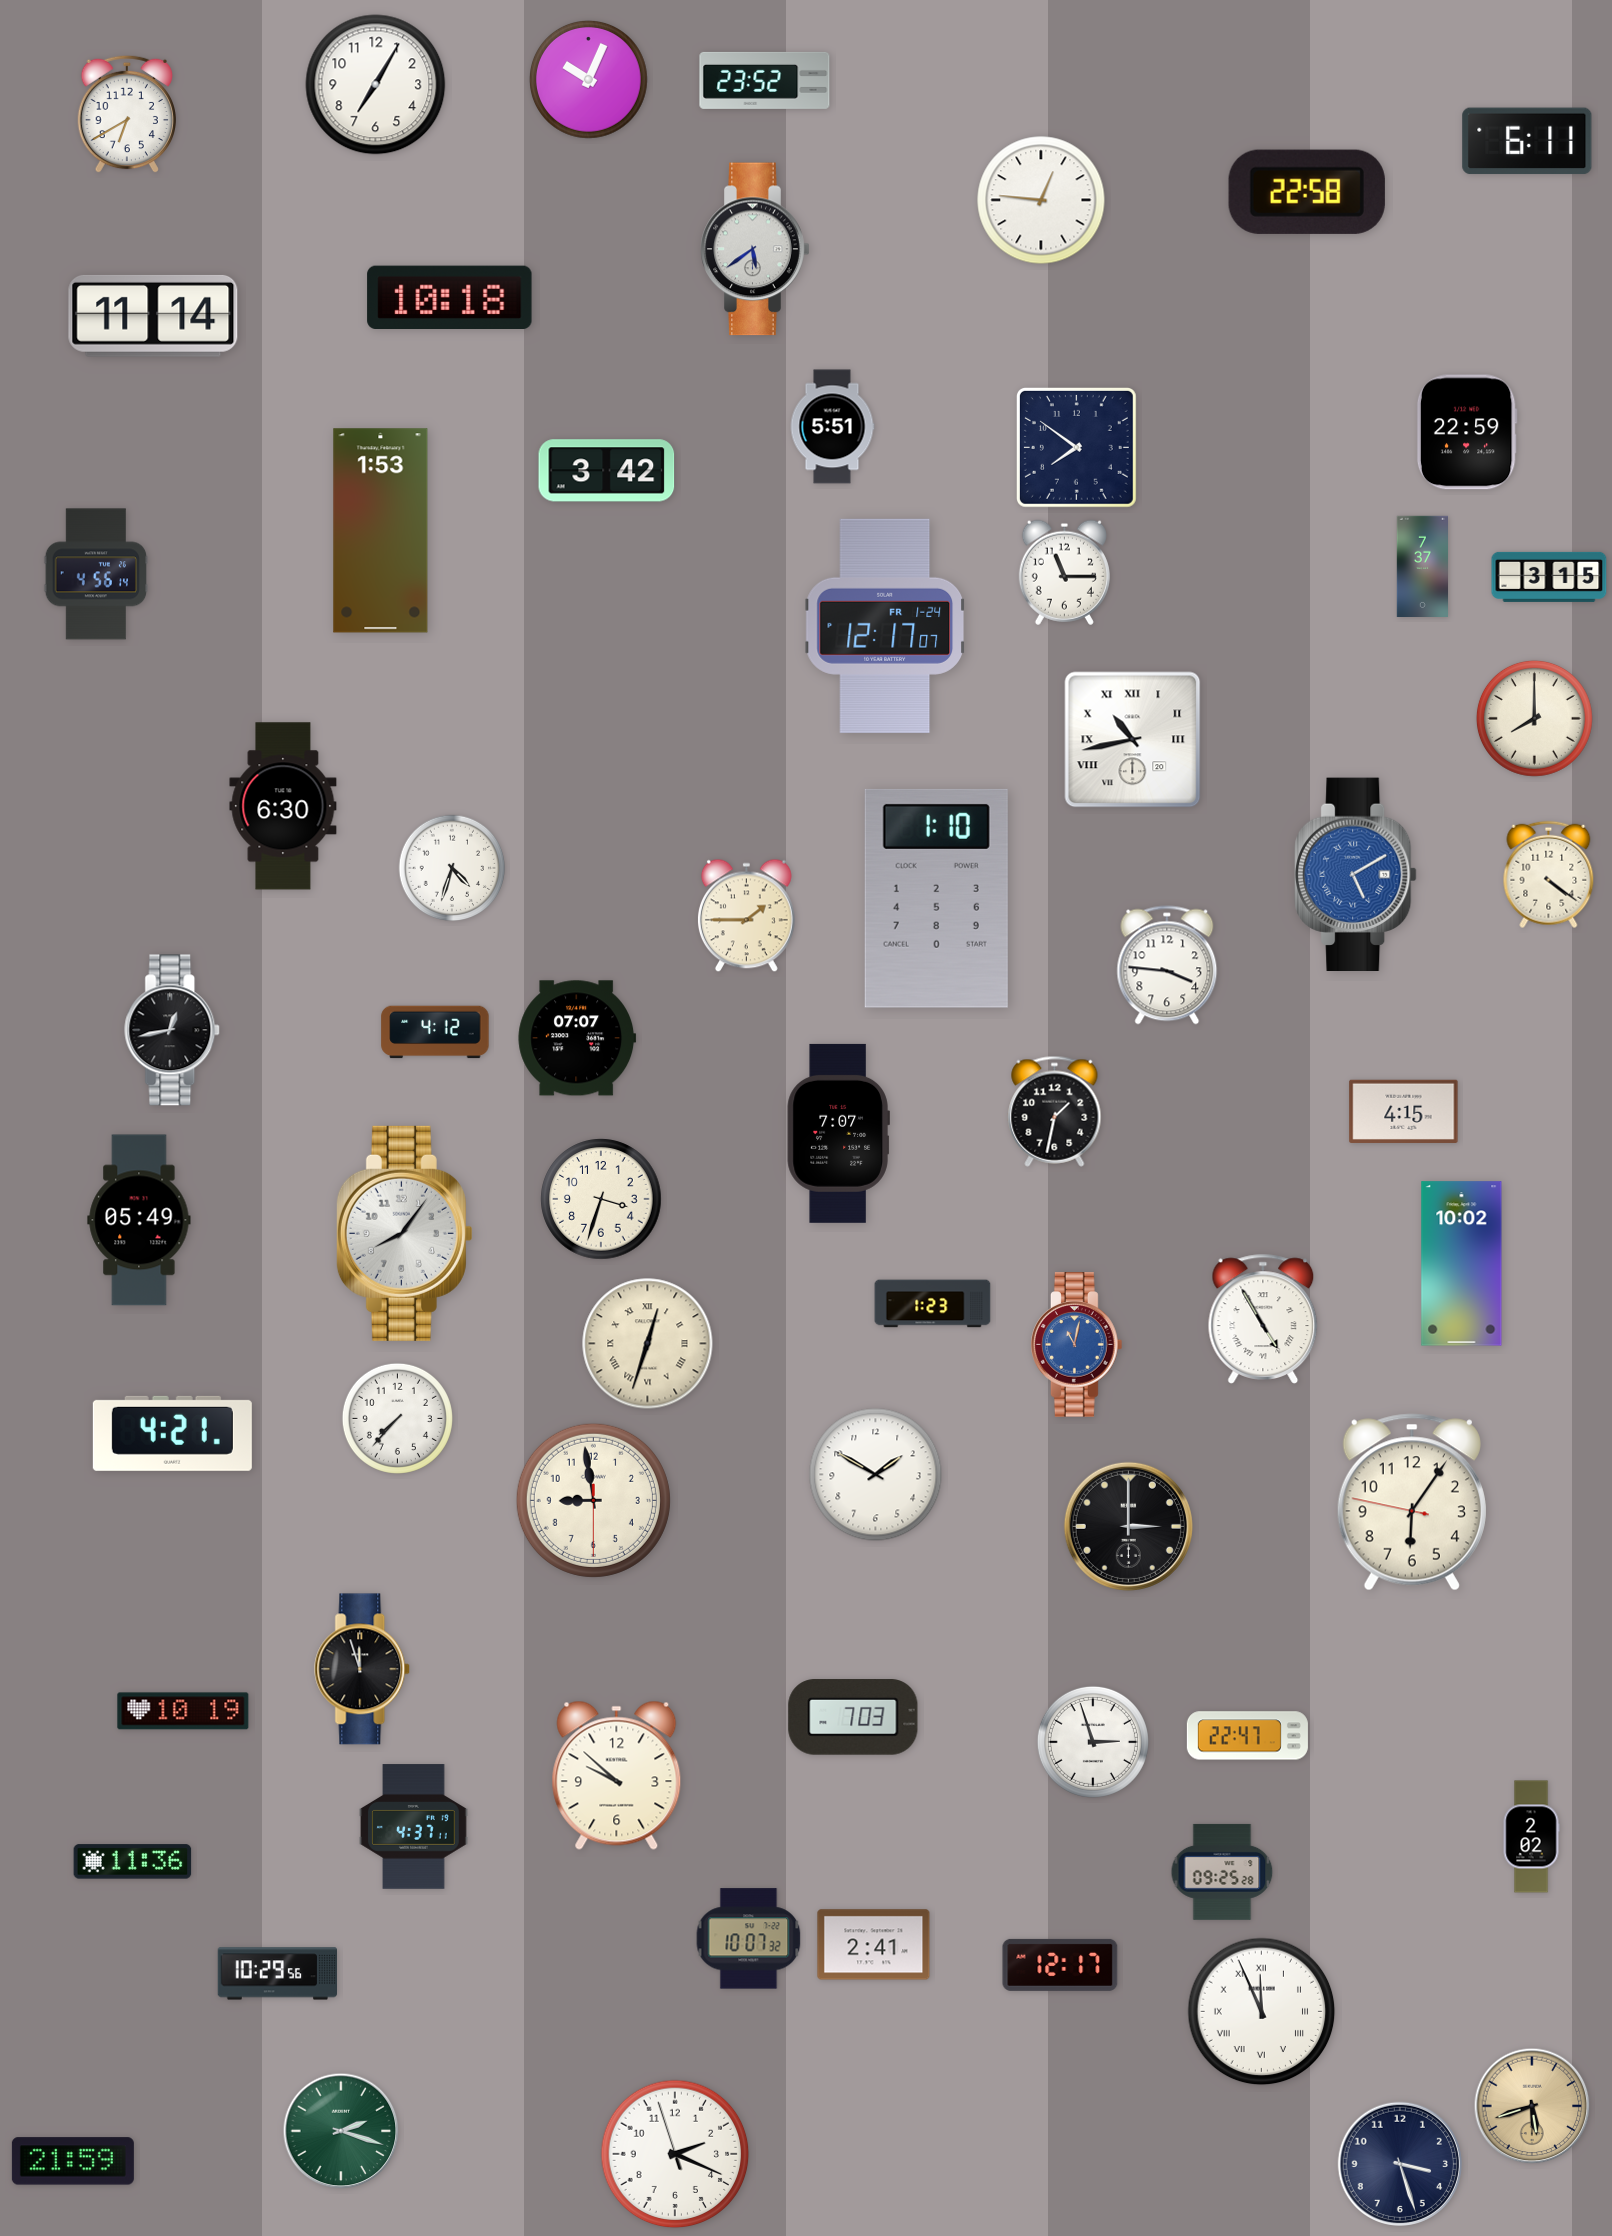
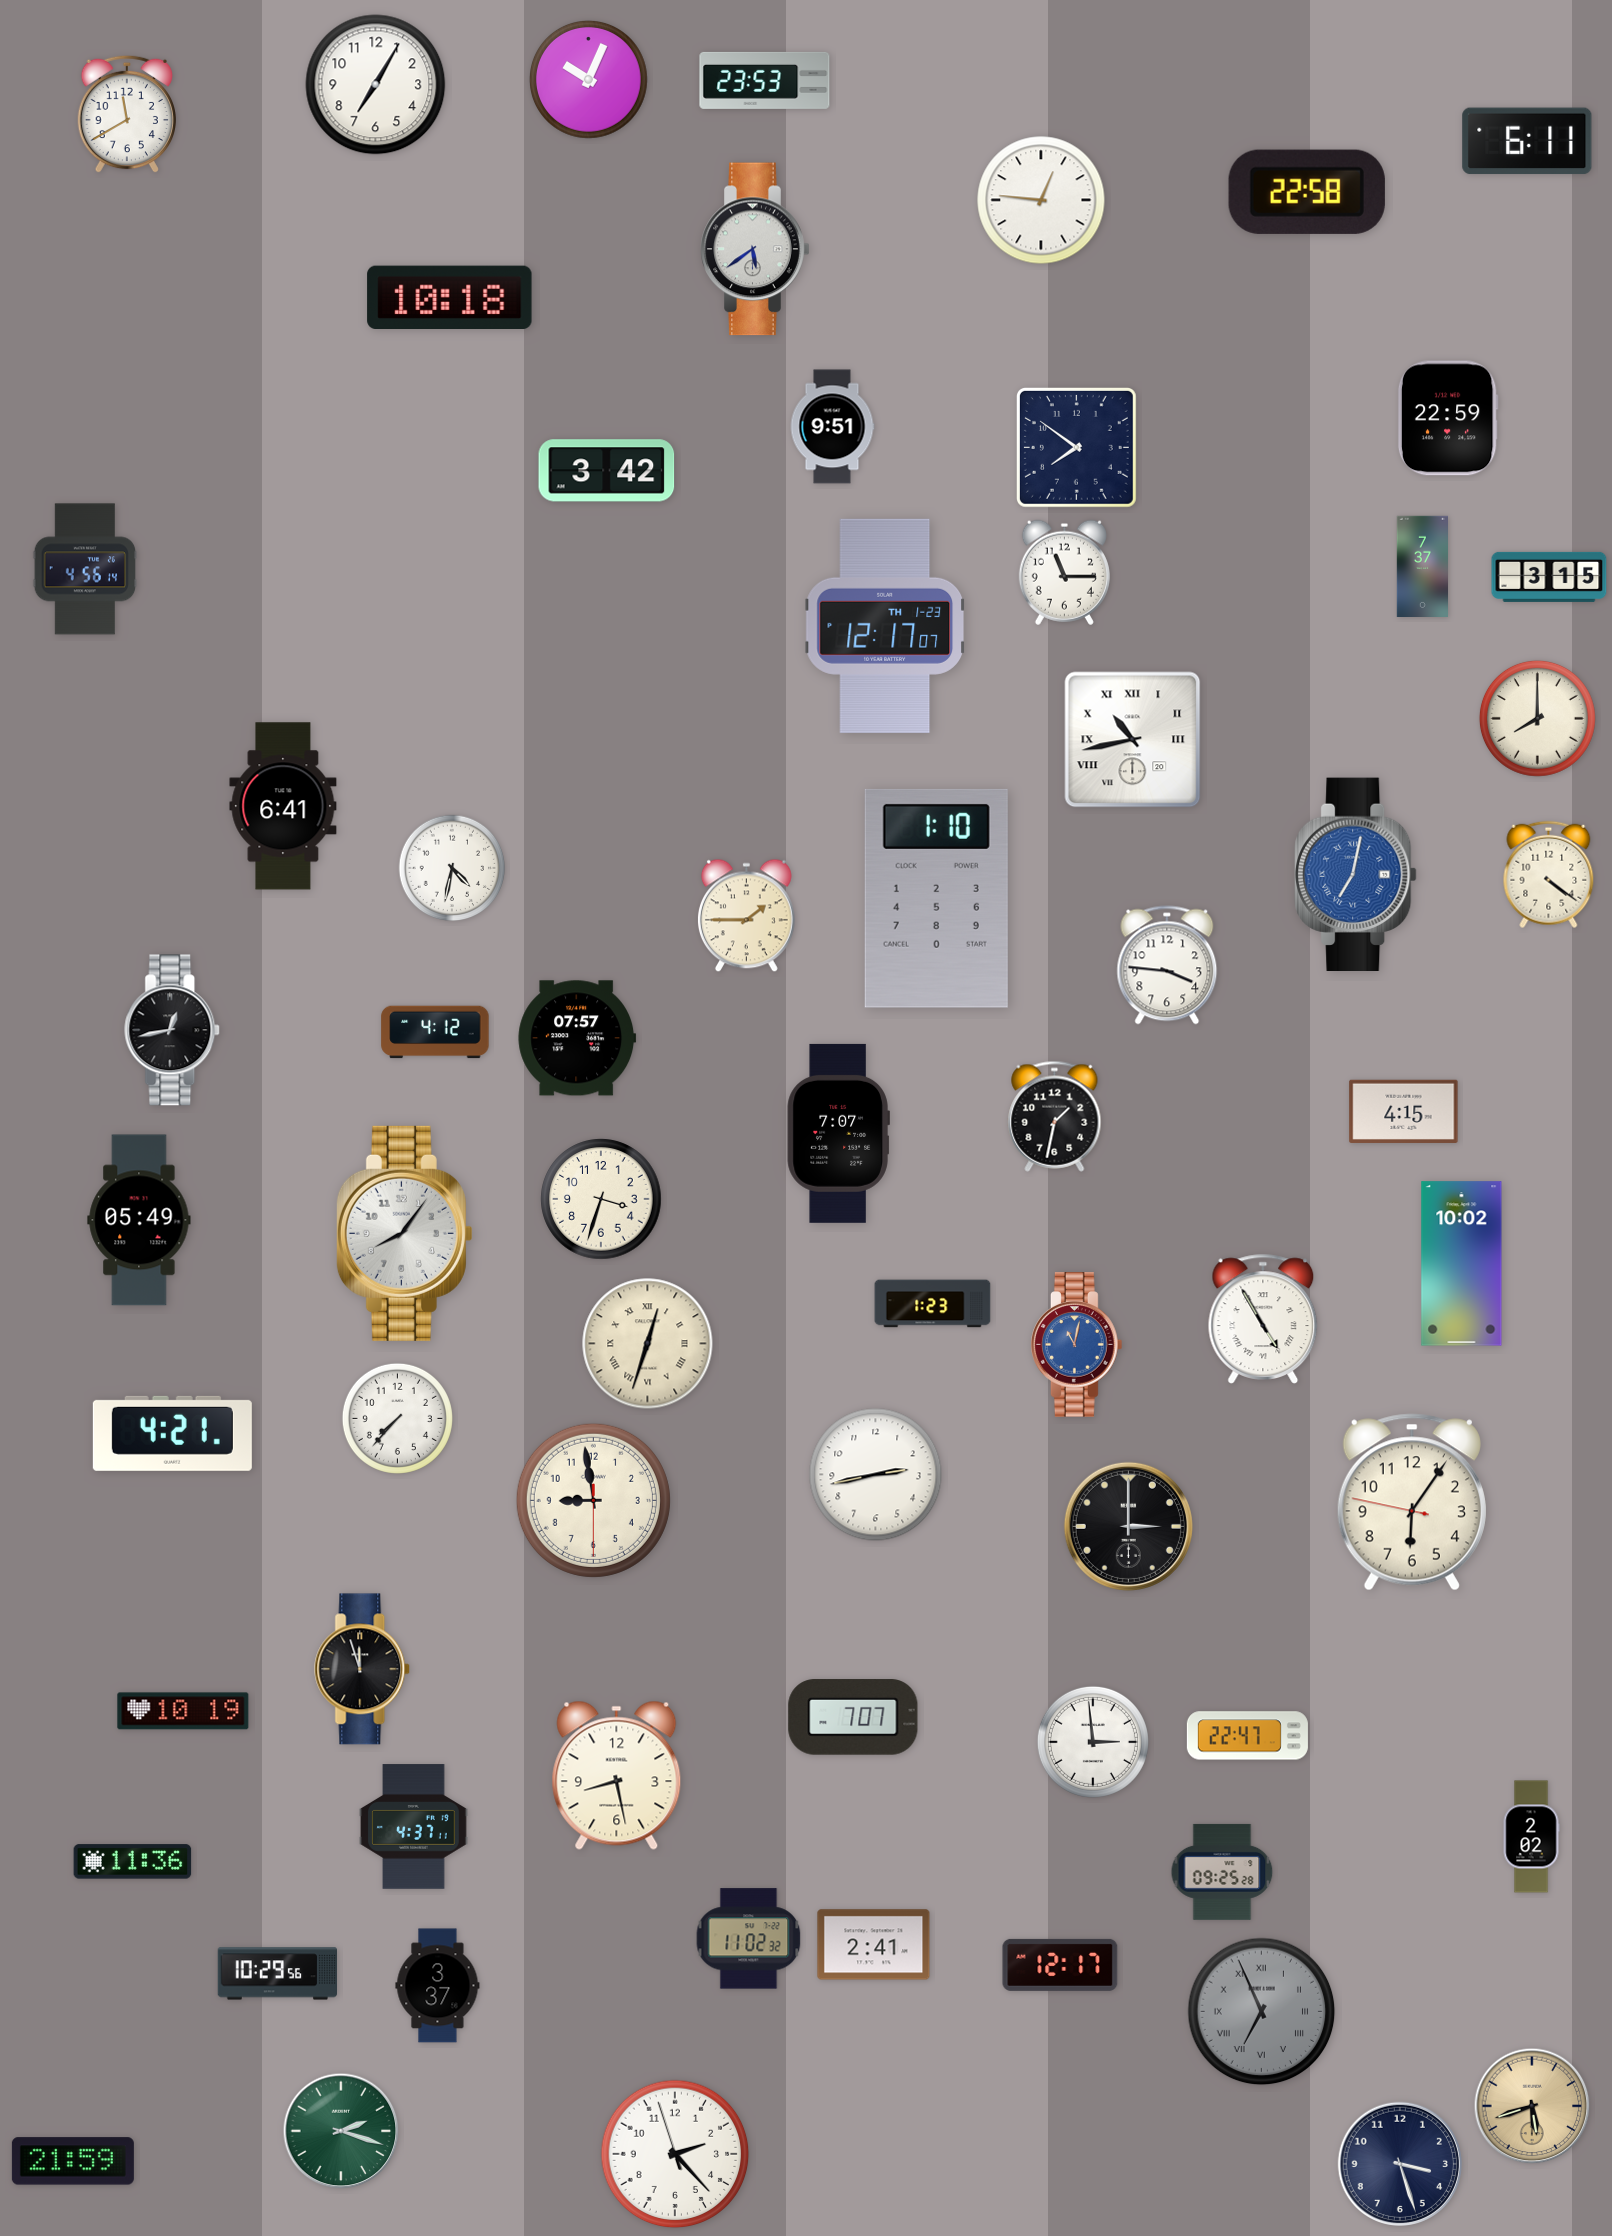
clock at (765, 80): 23:52 -> 23:53
clock at (126, 114): 6:40 -> 11:40
clock at (153, 316): 11:14 -> none
clock at (832, 427): 5:51 -> 9:51
clock at (1467, 432) position: (1467, 432) -> (1448, 418)
clock at (381, 531): 1:53 -> none
clock at (96, 574) position: (96, 574) -> (85, 569)
clock at (885, 626) date: FR 1-24 -> TH 1-23
clock at (1534, 718) position: (1534, 718) -> (1537, 718)
clock at (283, 806): 6:30 -> 6:41
clock at (452, 868): 4:33 -> 4:32
clock at (1356, 874): 5:10 -> 7:02
clock at (577, 1038): 07:07 -> 07:57
clock at (1055, 1111) position: (1055, 1111) -> (1055, 1116)
clock at (876, 1475): 1:50 -> 2:43
clock at (853, 1717): 7:03 -> 7:07
clock at (1093, 1742): 2:57 -> 2:59
clock at (617, 1775): 9:52 -> 8:28
clock at (749, 1939): 10:07 -> 11:02
clock at (438, 1986): none -> 3:37
clock at (1262, 2012): 11:56 -> 6:56
clock at (1262, 2012) dial: white -> grey
clock at (675, 2154): 2:18 -> 2:22
